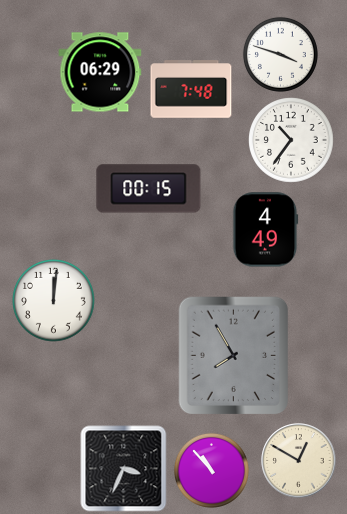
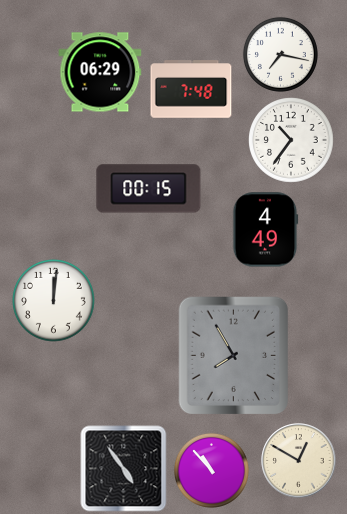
clock at (280, 54): 3:48 -> 7:17
clock at (124, 469): 3:34 -> 4:54
